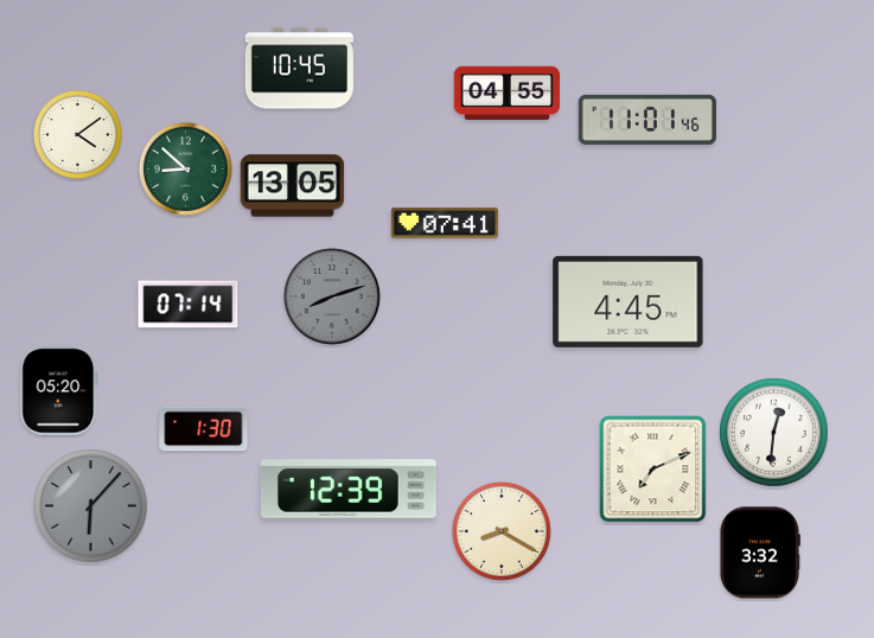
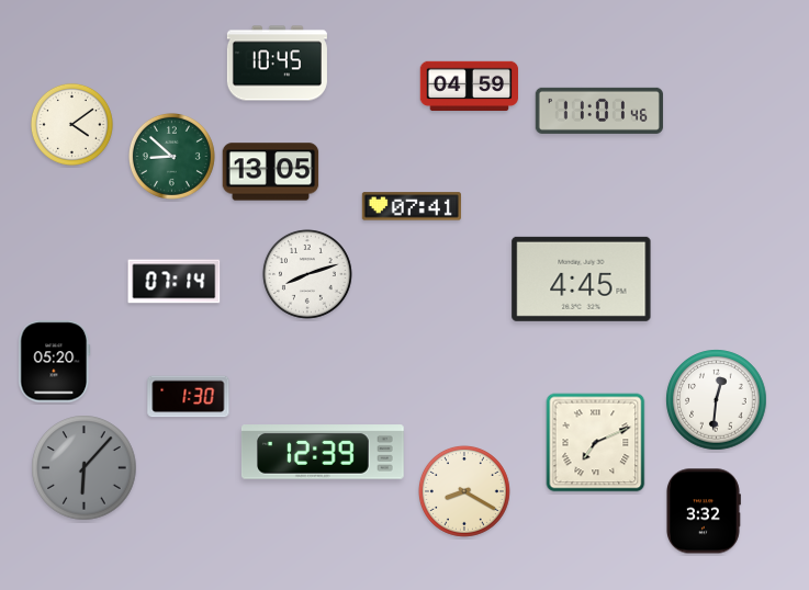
clock at (506, 92): 04:55 -> 04:59
clock at (332, 296) dial: grey -> white
clock at (653, 470) position: (653, 470) -> (596, 443)
